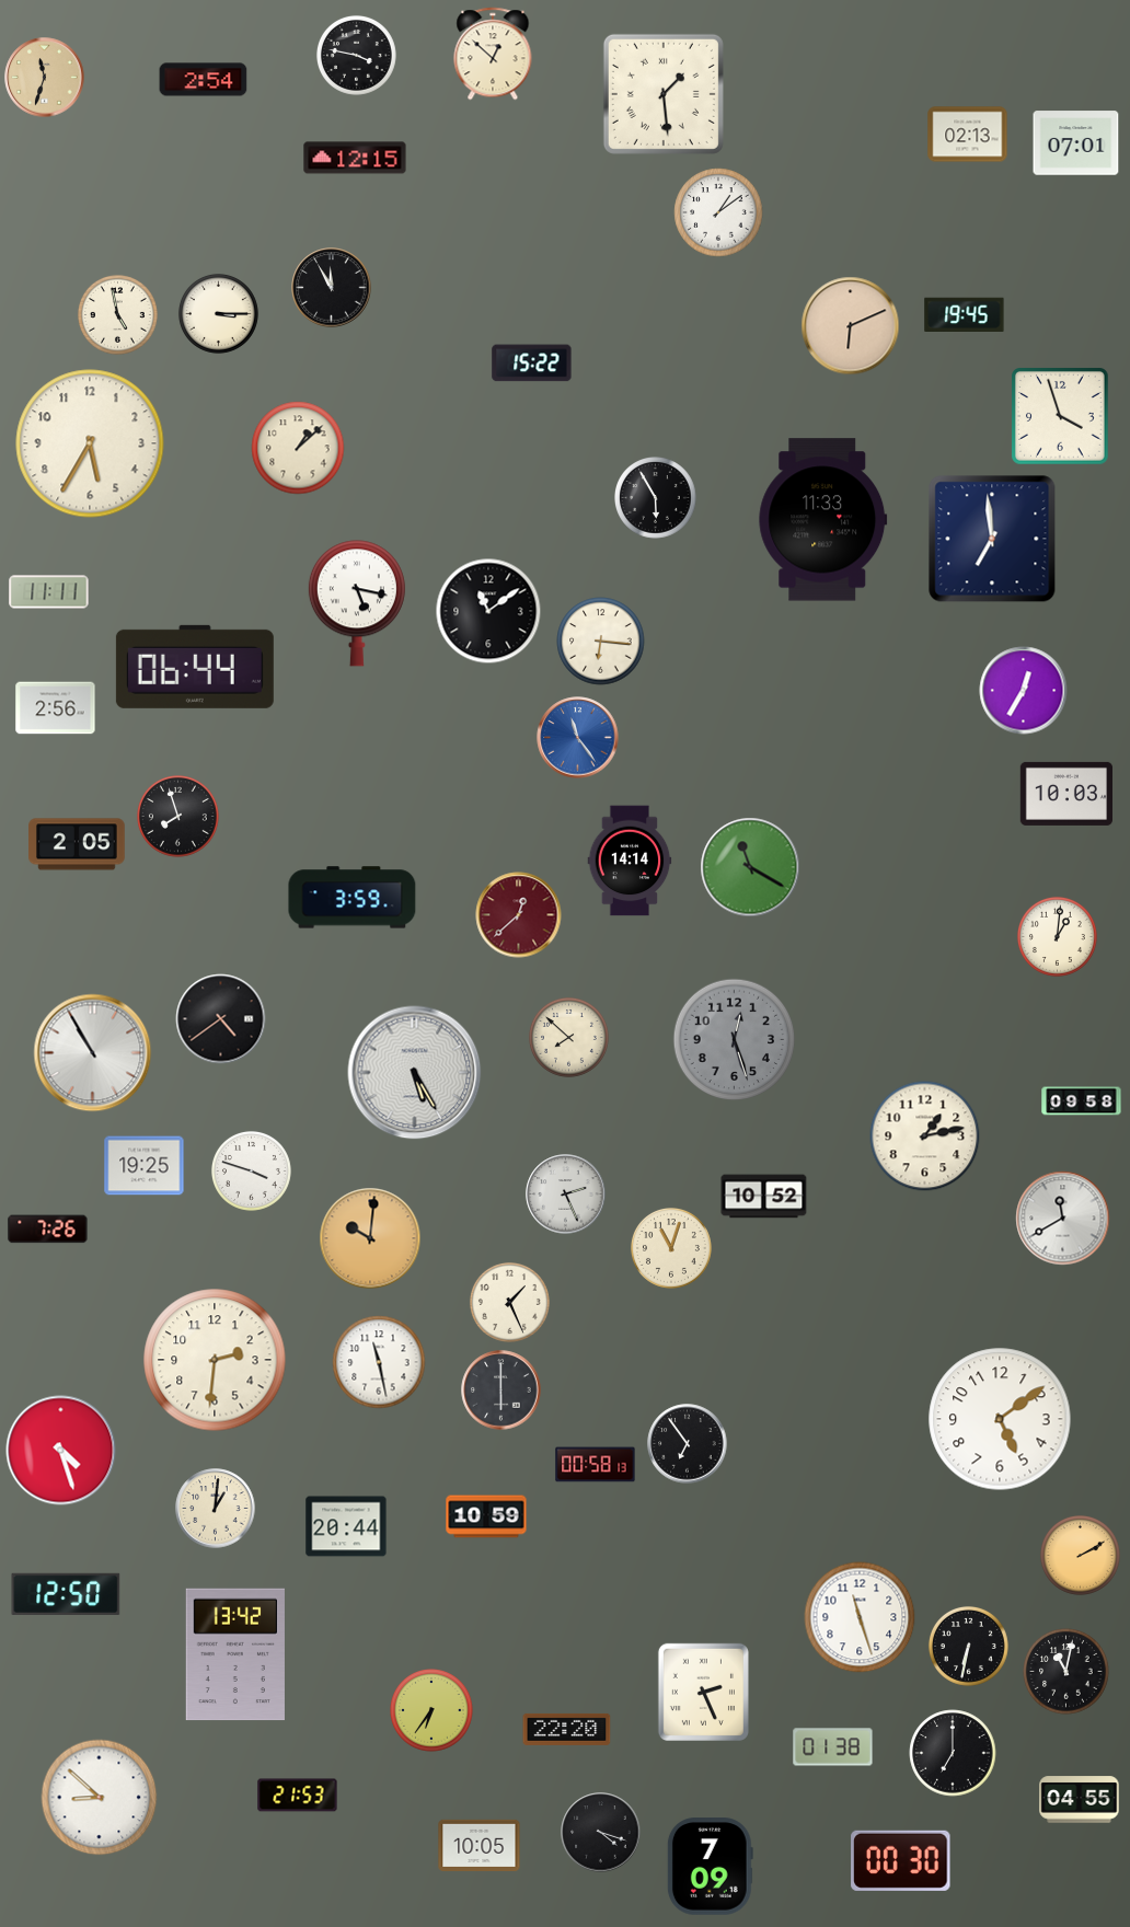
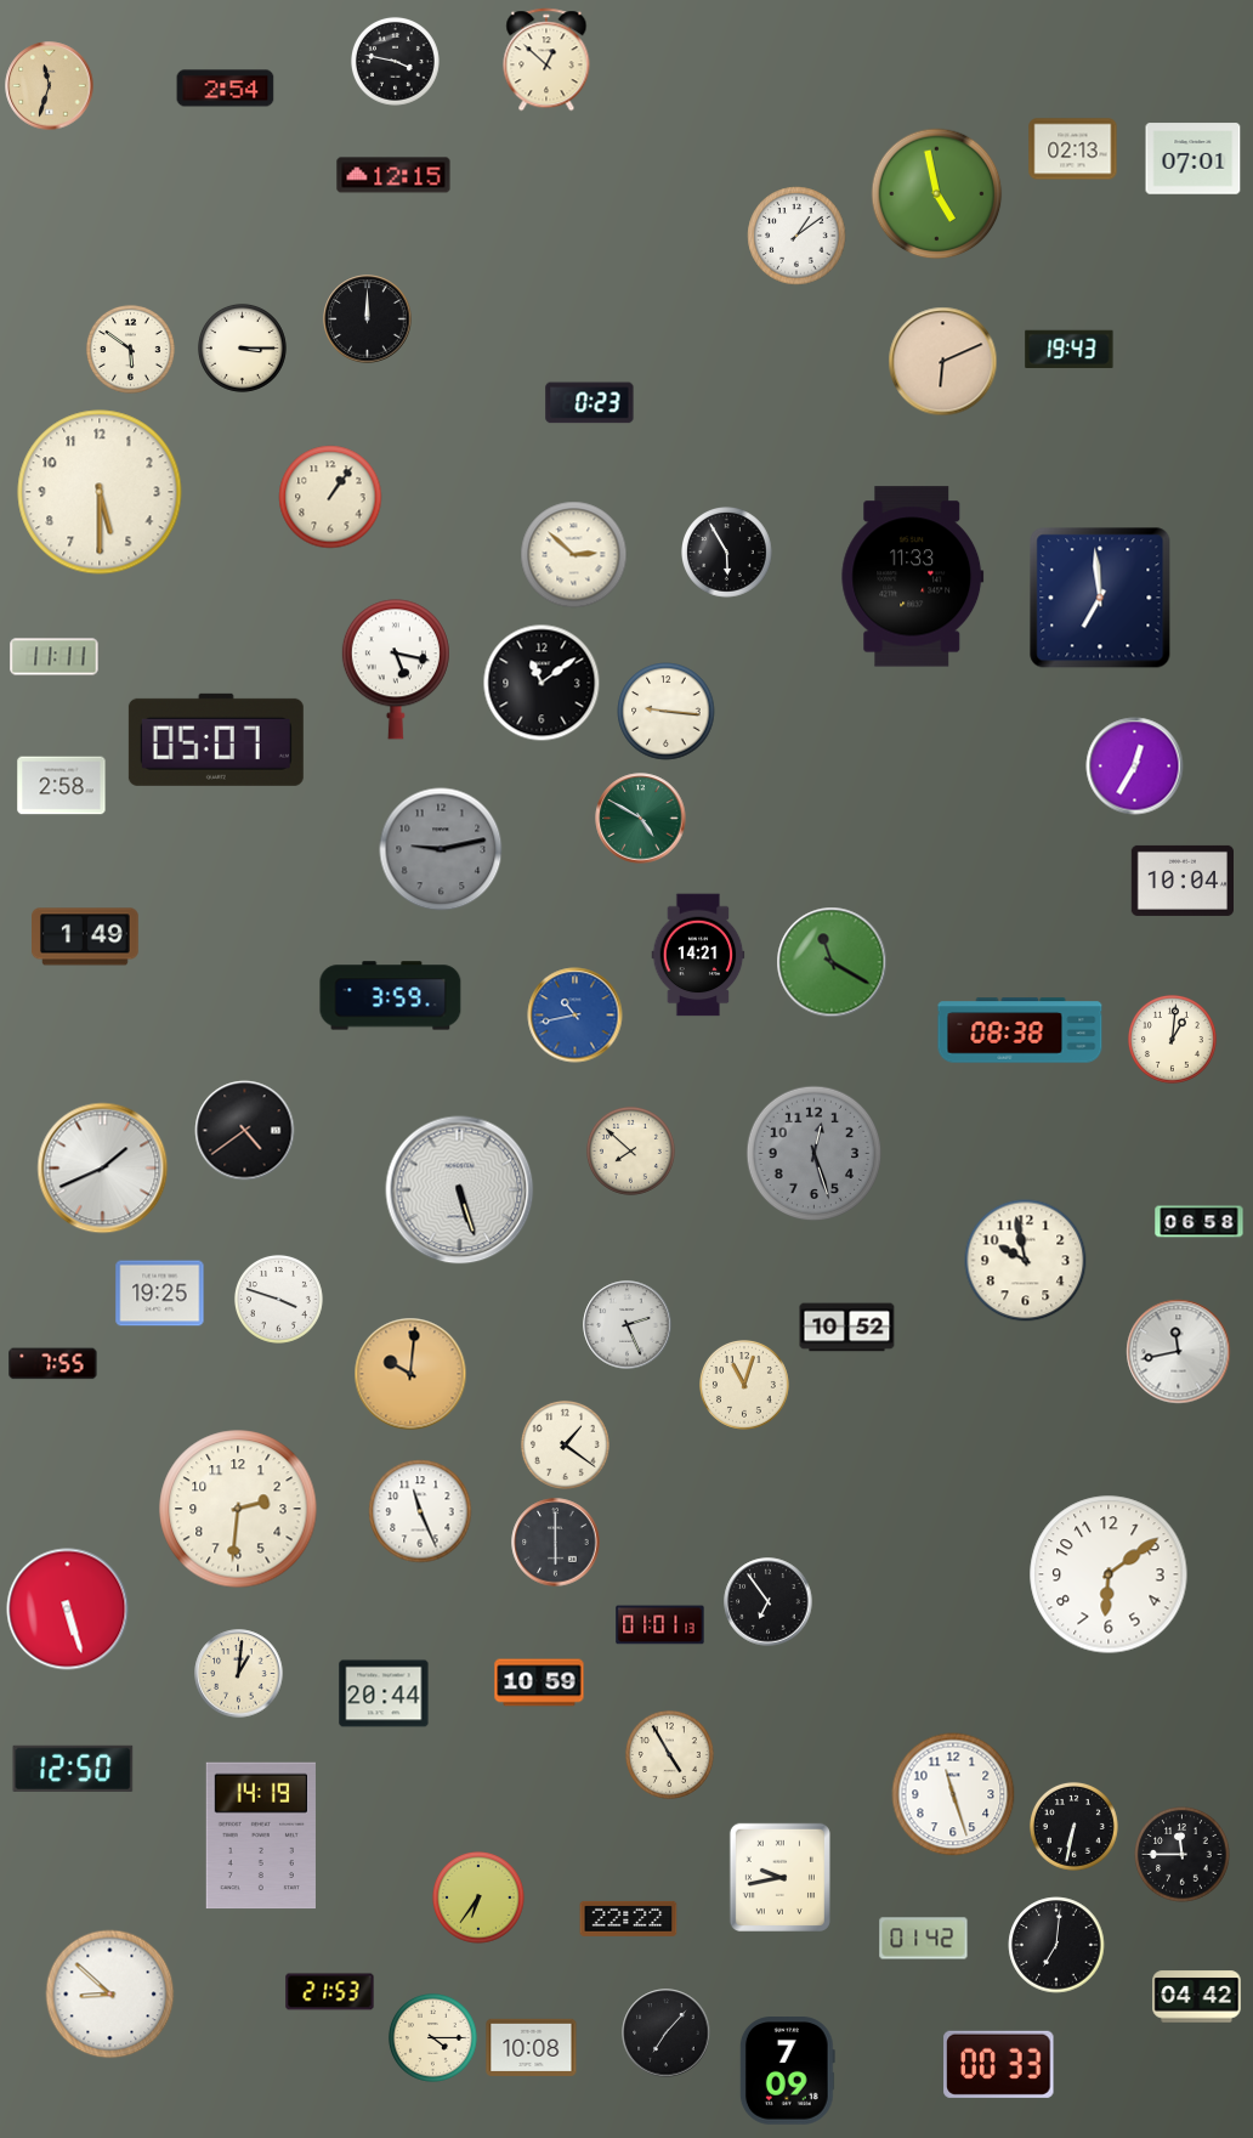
clock at (664, 94): 1:29 -> none
clock at (937, 194): none -> 4:58
clock at (332, 288): 11:55 -> 12:00
clock at (117, 314): 4:58 -> 5:51
clock at (965, 314): 19:45 -> 19:43
clock at (532, 364): 15:22 -> 0:23
clock at (1061, 417): 3:57 -> none
clock at (90, 443): 5:35 -> 5:30
clock at (298, 448): 1:08 -> 1:06
clock at (574, 555): none -> 2:52
clock at (488, 611) position: (488, 611) -> (542, 683)
clock at (601, 642): 6:16 -> 9:16
clock at (195, 667): 06:44 -> 05:07
clock at (56, 708): 2:56 -> 2:58
clock at (578, 738): 11:24 -> 4:50
clock at (578, 738) dial: blue -> green
clock at (441, 849): none -> 9:13
clock at (1065, 794): 10:03 -> 10:04
clock at (178, 817): 7:57 -> none
clock at (78, 844): 2:05 -> 1:49
clock at (630, 861): 14:14 -> 14:21
clock at (519, 915): 12:38 -> 10:43
clock at (519, 915) dial: burgundy -> blue
clock at (1020, 1030): none -> 08:38
clock at (93, 1053): 10:55 -> 1:41
clock at (415, 1073): 5:25 -> 5:27
clock at (1082, 1101): 09:58 -> 06:58
clock at (925, 1136): 1:13 -> 9:58
clock at (1063, 1219): 11:40 -> 11:43
clock at (48, 1230): 7:26 -> 7:55
clock at (509, 1302): 1:26 -> 1:21
clock at (379, 1362): 11:28 -> 11:26
clock at (1000, 1419): 5:09 -> 6:09
clock at (688, 1444) position: (688, 1444) -> (769, 1602)
clock at (61, 1451): 4:27 -> 5:27
clock at (596, 1465): 00:58 -> 01:01
clock at (1080, 1555): 2:10 -> none
clock at (669, 1754): none -> 4:55
clock at (235, 1654): 13:42 -> 14:19
clock at (1066, 1672): 11:02 -> 11:45
clock at (703, 1692): 2:26 -> 9:43
clock at (567, 1729): 22:20 -> 22:22
clock at (833, 1747): 01:38 -> 01:42
clock at (953, 1753): 7:00 -> 7:01
clock at (1080, 1800): 04:55 -> 04:42
clock at (601, 1833): 4:18 -> 7:07
clock at (432, 2037): none -> 4:15
clock at (480, 1845): 10:05 -> 10:08
clock at (901, 1860): 00:30 -> 00:33
